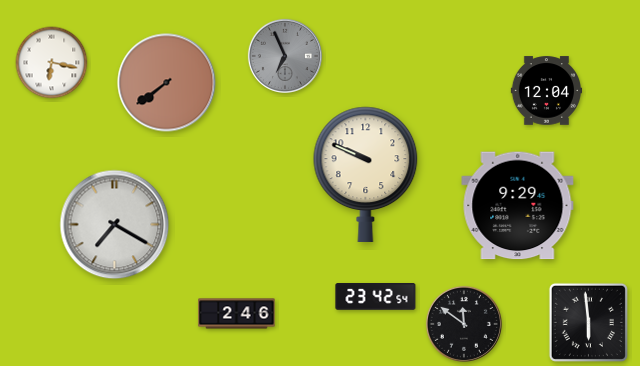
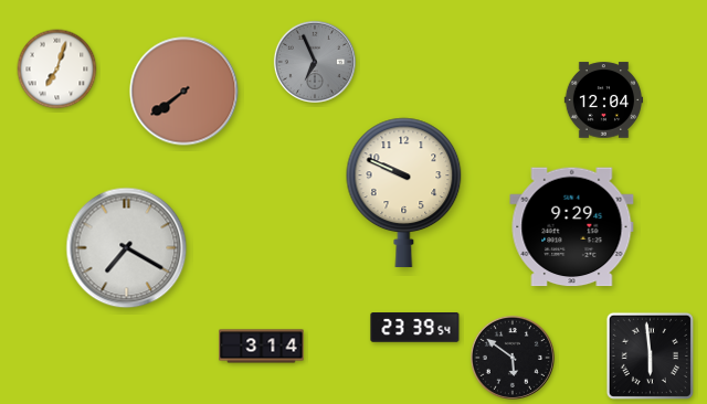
clock at (52, 63): 6:17 -> 7:03
clock at (376, 297): 23:42 -> 23:39
clock at (237, 314): 2:46 -> 3:14
clock at (464, 324): 11:51 -> 5:51
